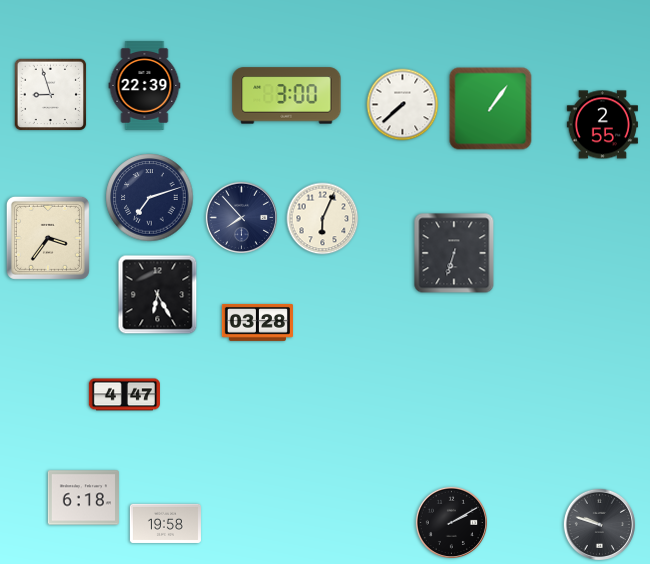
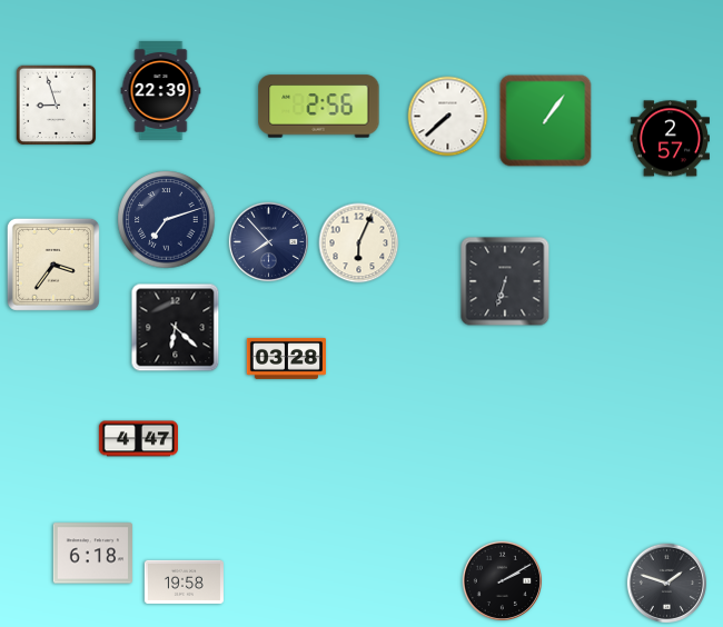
clock at (145, 85) position: (145, 85) -> (161, 90)
clock at (287, 96): 3:00 -> 2:56
clock at (602, 125): 2:55 -> 2:57
clock at (158, 295): 6:25 -> 6:22
clock at (599, 524): 9:48 -> 1:48
